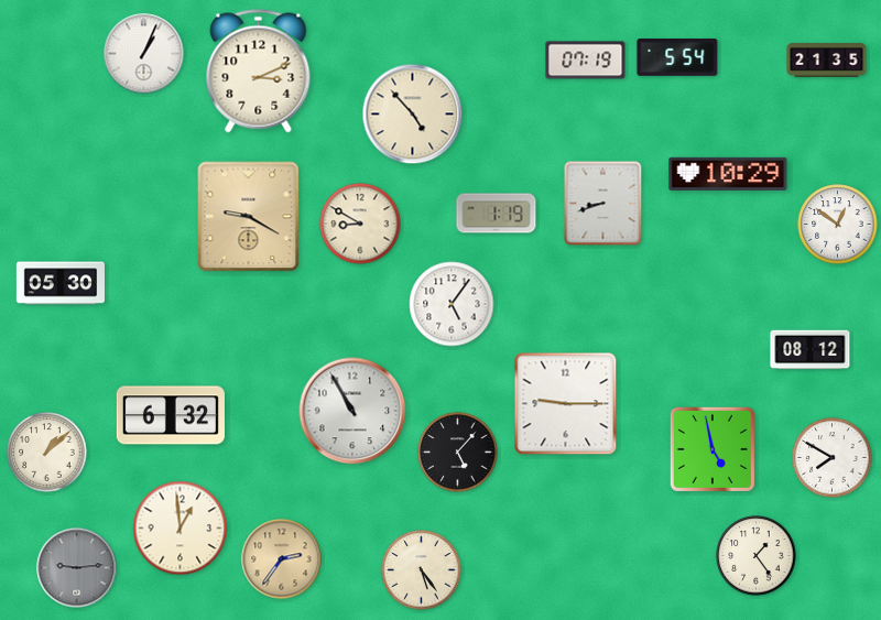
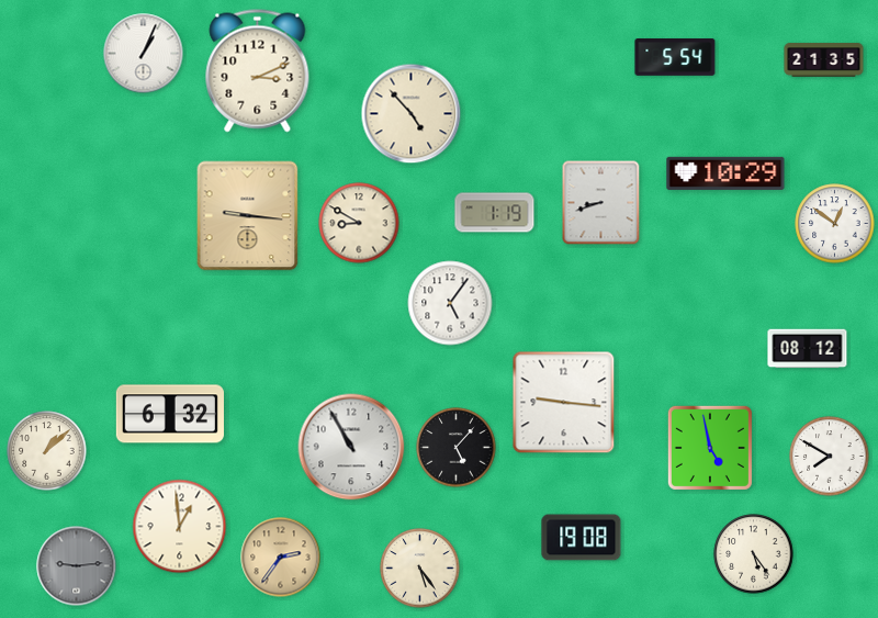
clock at (586, 61): 07:19 -> none
clock at (249, 217): 9:20 -> 9:16
clock at (59, 283): 05:30 -> none
clock at (566, 404): 9:15 -> 9:16
clock at (352, 411) position: (352, 411) -> (351, 447)
clock at (458, 453) position: (458, 453) -> (457, 448)
clock at (582, 538): none -> 19:08
clock at (757, 556): 1:24 -> 5:24
